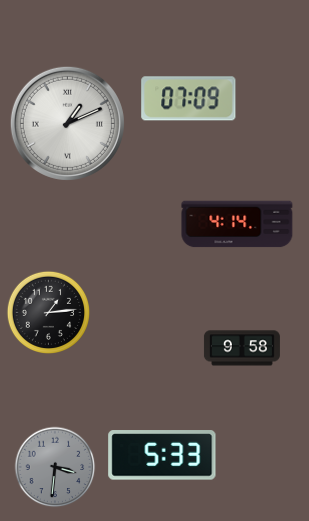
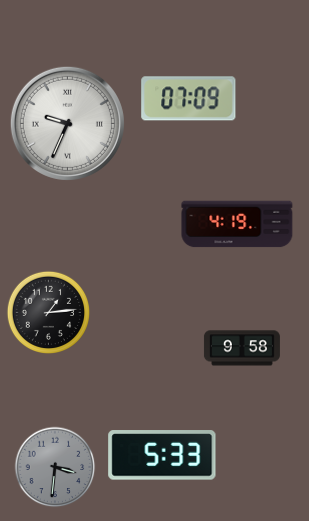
clock at (67, 123): 1:11 -> 9:34
clock at (237, 224): 4:14 -> 4:19
